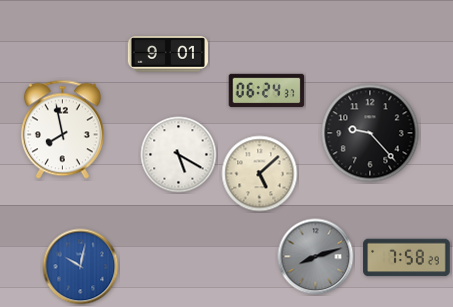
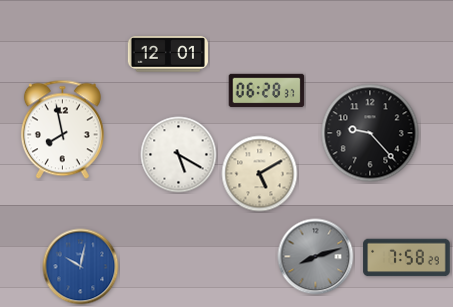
clock at (168, 54): 9:01 -> 12:01
clock at (267, 91): 06:24 -> 06:28
clock at (260, 174): 5:08 -> 5:10
